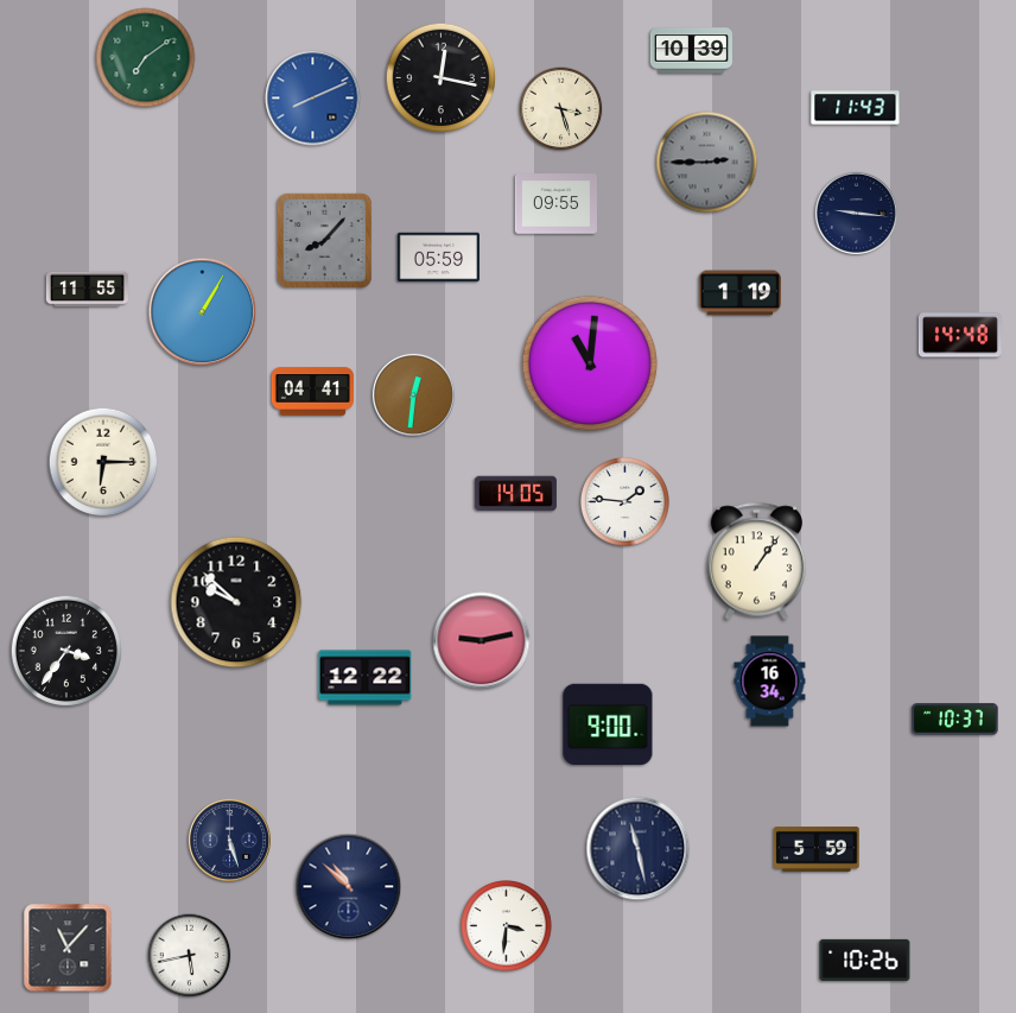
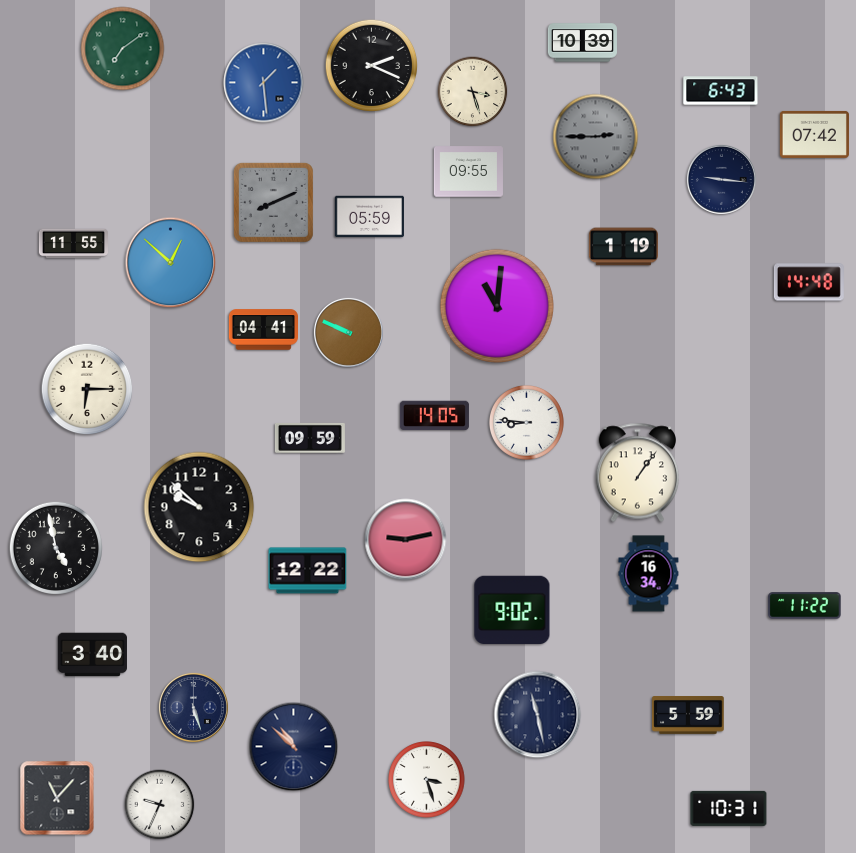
clock at (442, 78): 12:17 -> 2:19
clock at (313, 99): 8:11 -> 1:29
clock at (856, 108): 11:43 -> 6:43
clock at (814, 134): none -> 07:42
clock at (324, 240): 8:07 -> 8:11
clock at (203, 312): 1:05 -> 12:52
clock at (413, 394): 12:31 -> 9:49
clock at (624, 501): 1:46 -> 8:46
clock at (310, 438): none -> 09:59
clock at (65, 650): 3:36 -> 4:58
clock at (955, 720): 10:37 -> 11:22
clock at (608, 723): 9:00 -> 9:02
clock at (92, 655): none -> 3:40
clock at (507, 926): 3:31 -> 3:27
clock at (190, 956): 5:43 -> 9:34
clock at (865, 960): 10:26 -> 10:31
